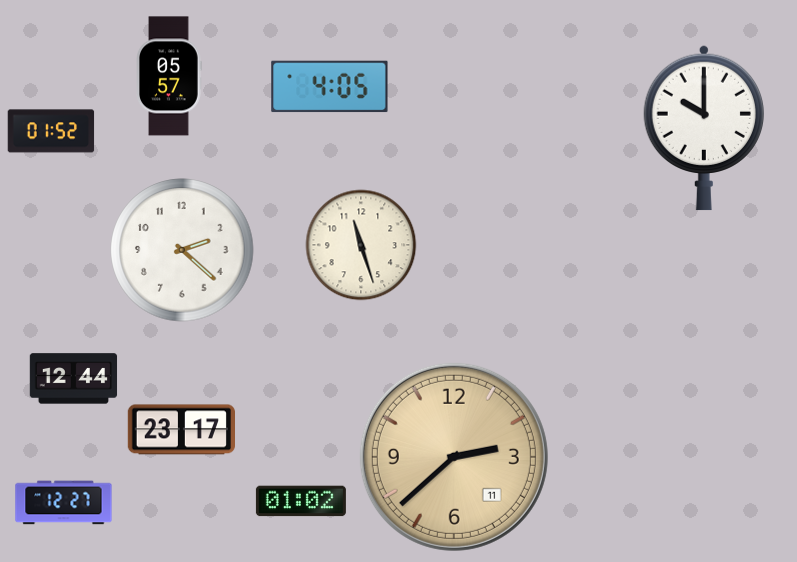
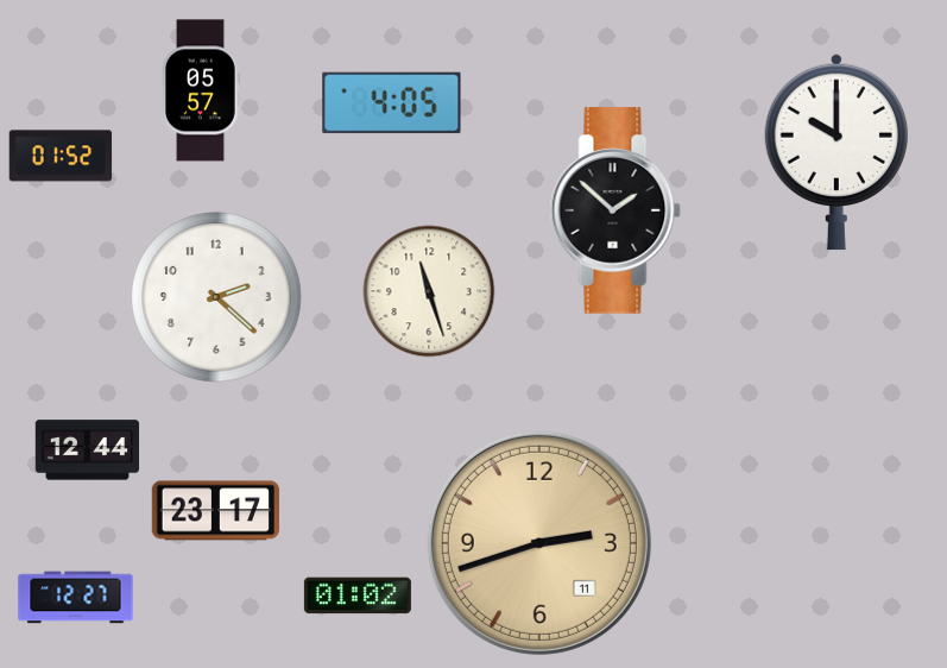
clock at (615, 210): none -> 1:52
clock at (454, 457): 2:38 -> 2:42
